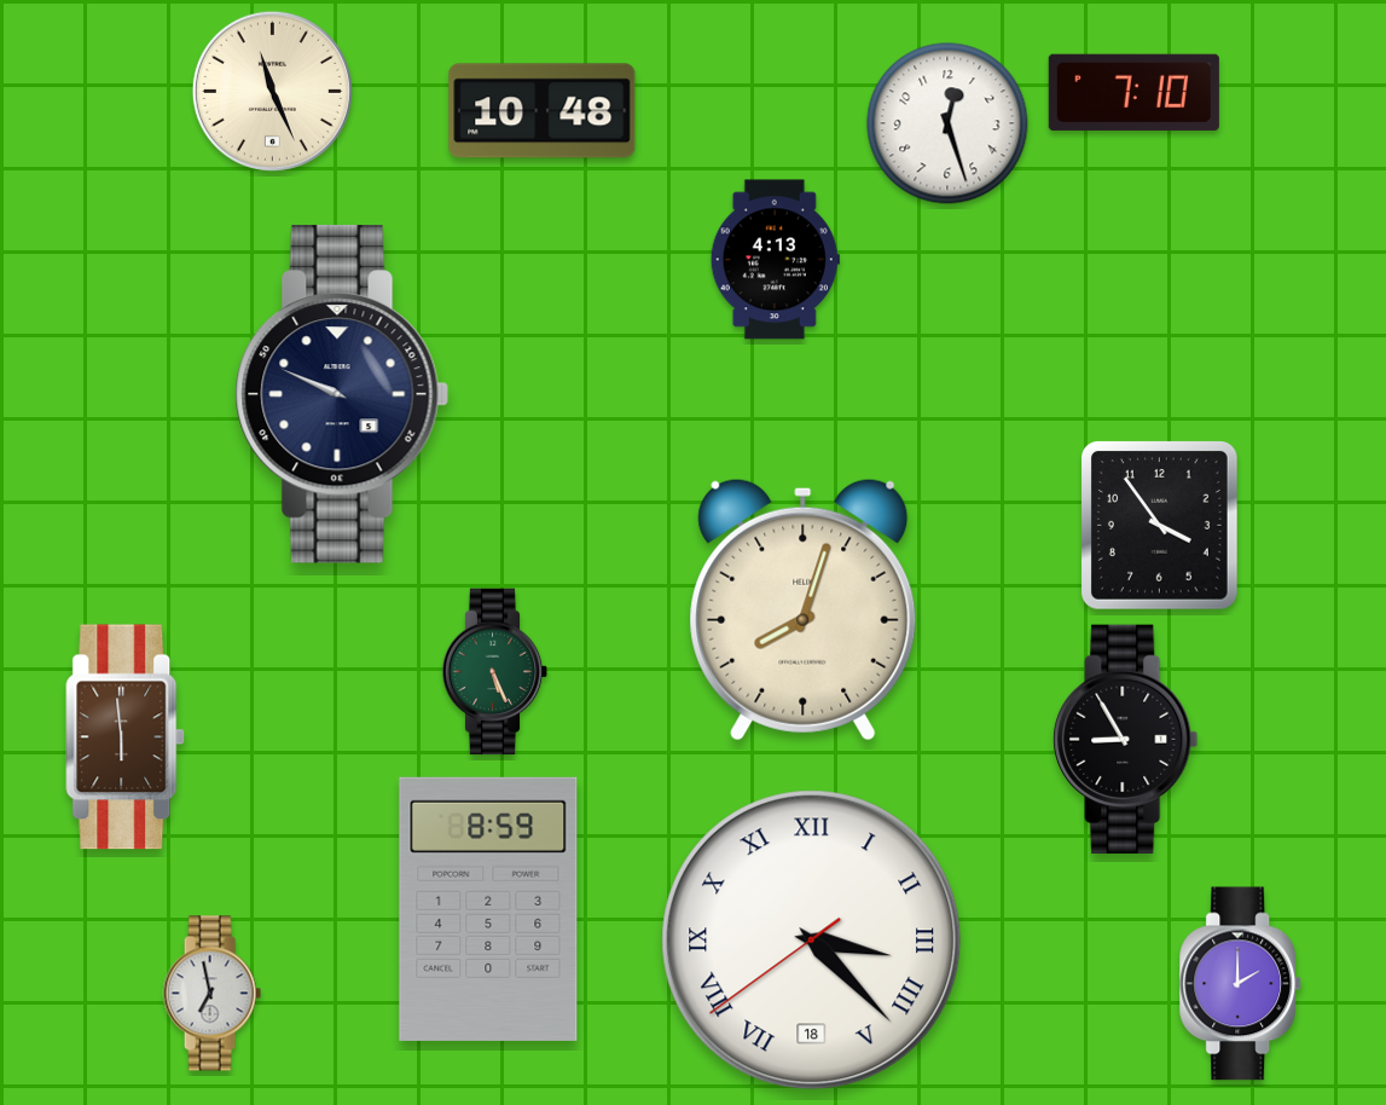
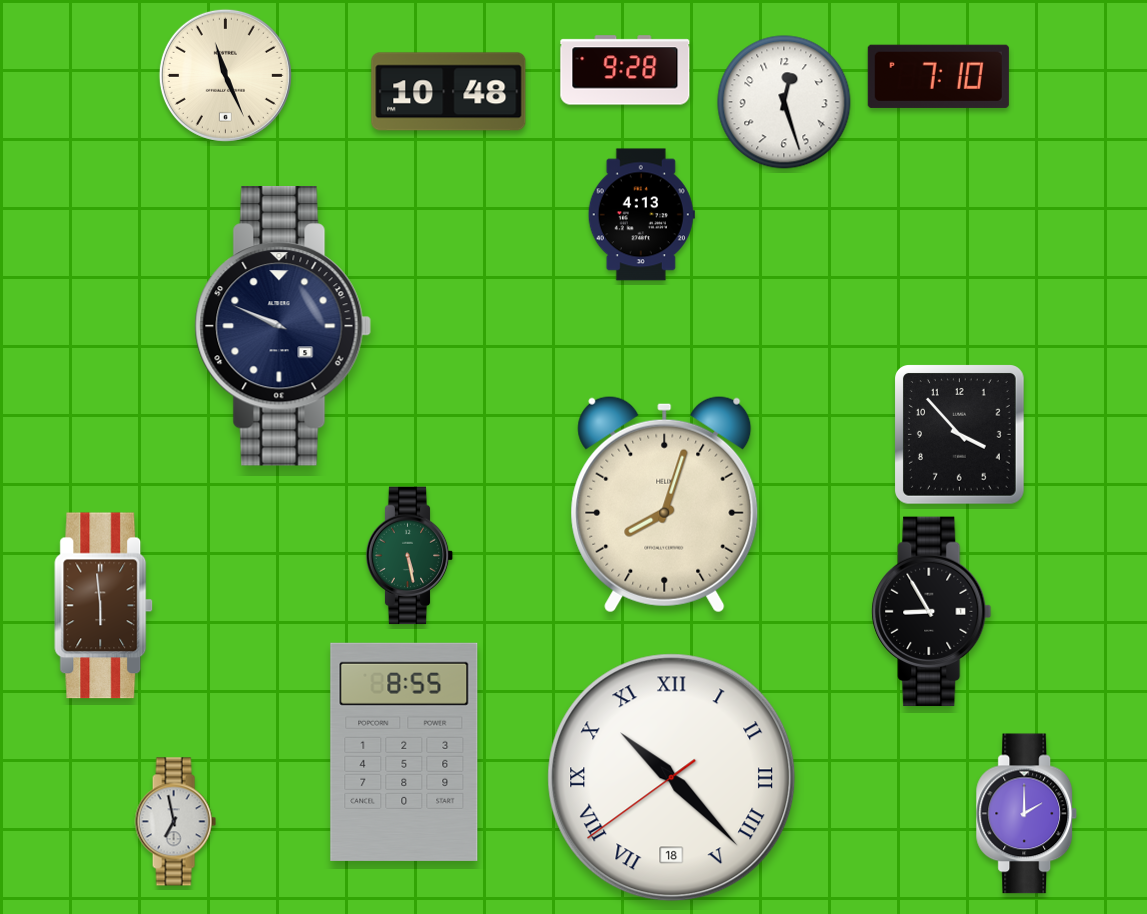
clock at (625, 70): none -> 9:28
clock at (1160, 526): 3:54 -> 3:53
clock at (495, 672): 5:26 -> 5:28
clock at (126, 737) position: (126, 737) -> (104, 606)
clock at (488, 909): 8:59 -> 8:55
clock at (812, 941): 3:22 -> 10:22
